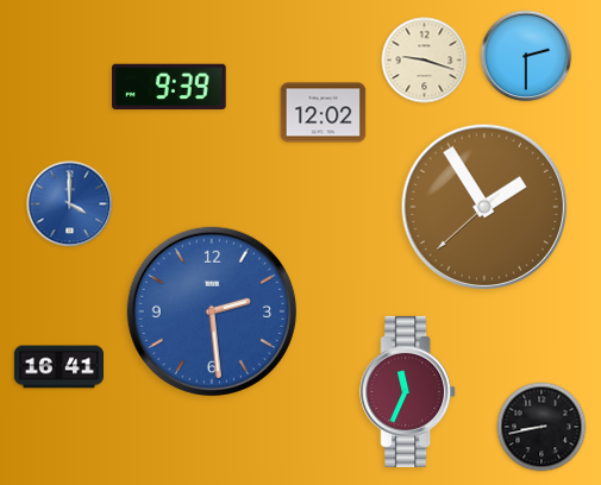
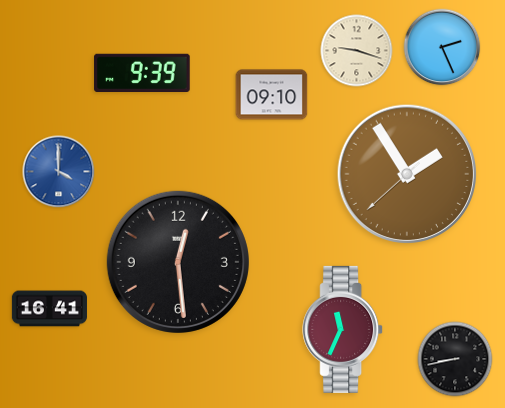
clock at (526, 56): 2:30 -> 2:26
clock at (324, 113): 12:02 -> 09:10
clock at (212, 311): 2:29 -> 12:29
clock at (212, 311) dial: blue -> black
